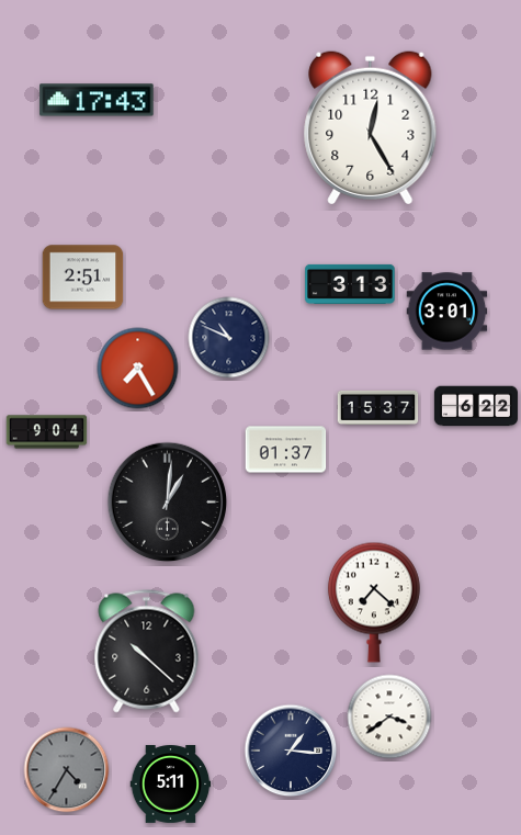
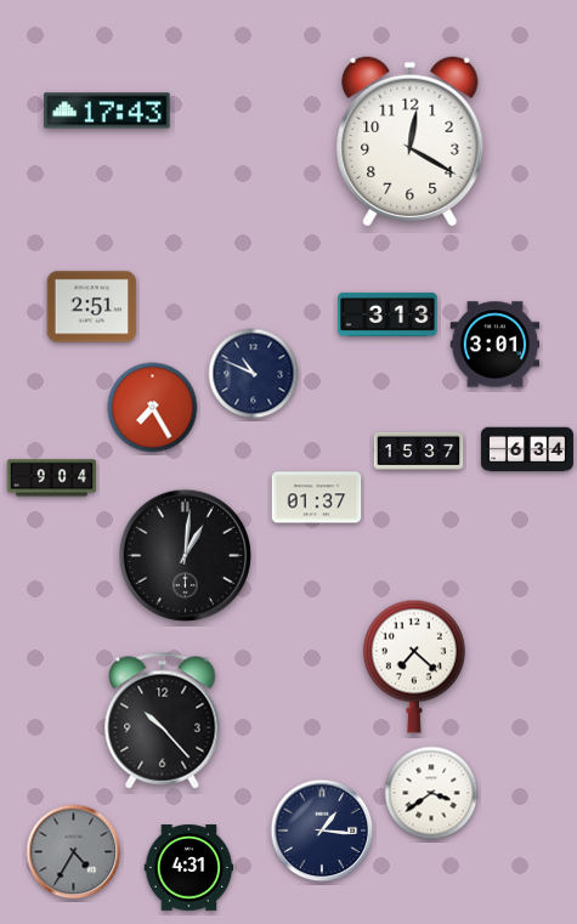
clock at (371, 127): 12:25 -> 12:20
clock at (476, 406): 6:22 -> 6:34
clock at (147, 652): 10:22 -> 10:23
clock at (171, 785): 5:11 -> 4:31
